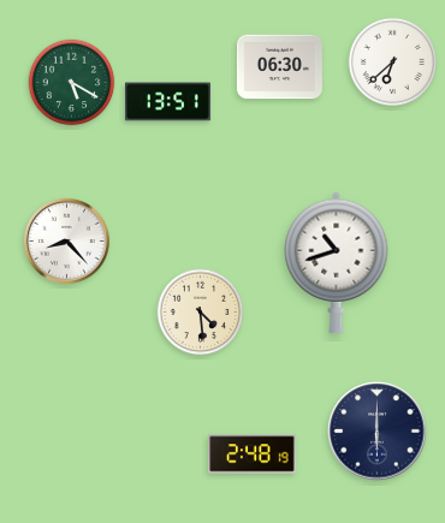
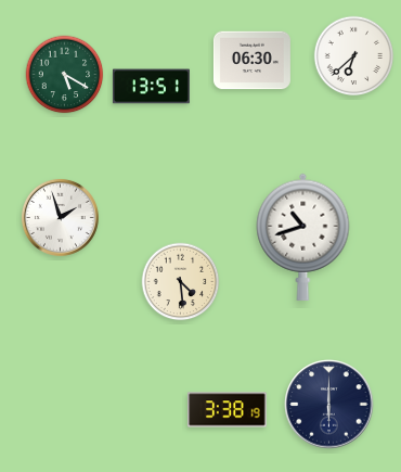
clock at (167, 102) position: (167, 102) -> (151, 87)
clock at (66, 240): 8:23 -> 1:57
clock at (378, 432) position: (378, 432) -> (329, 405)
clock at (253, 454): 2:48 -> 3:38
